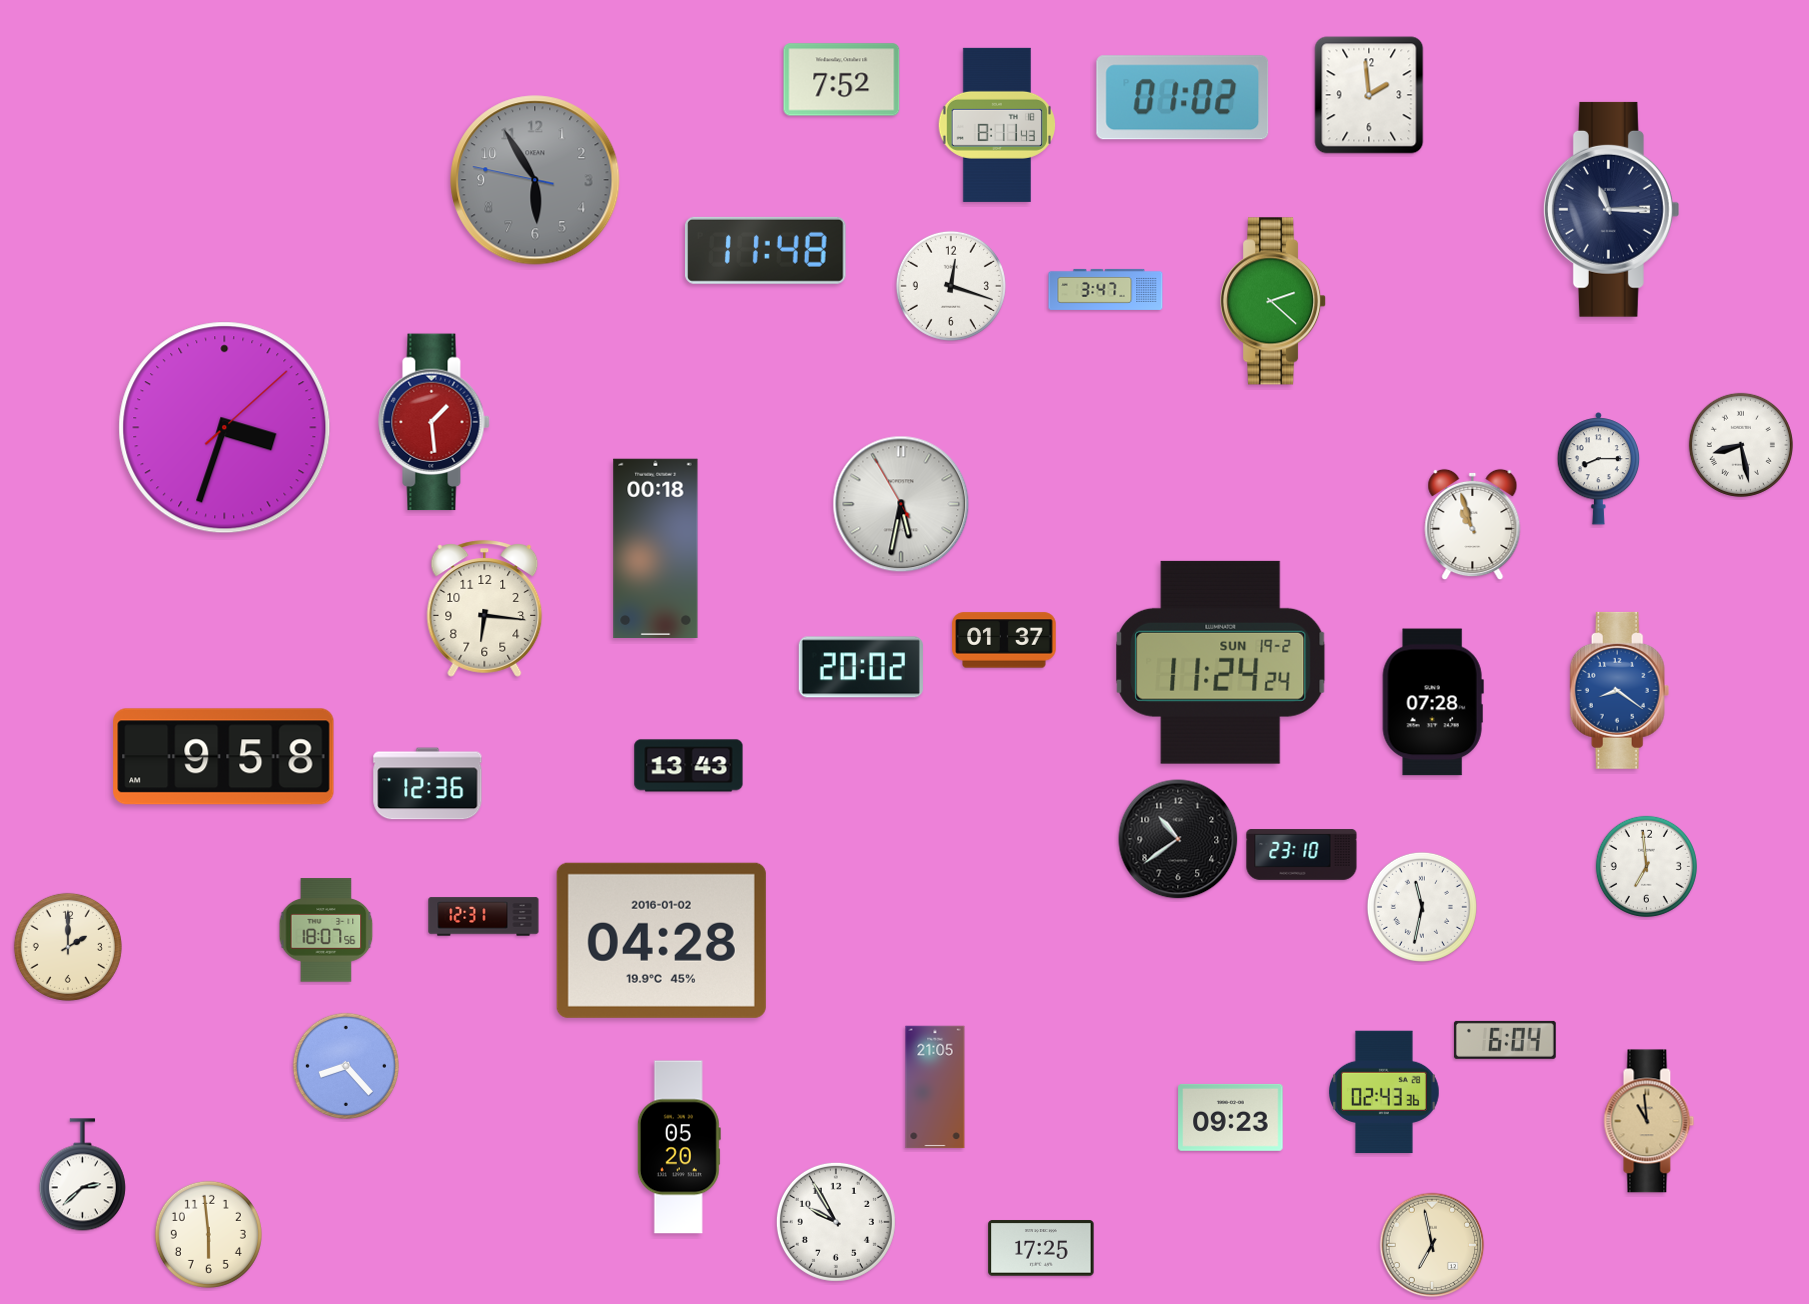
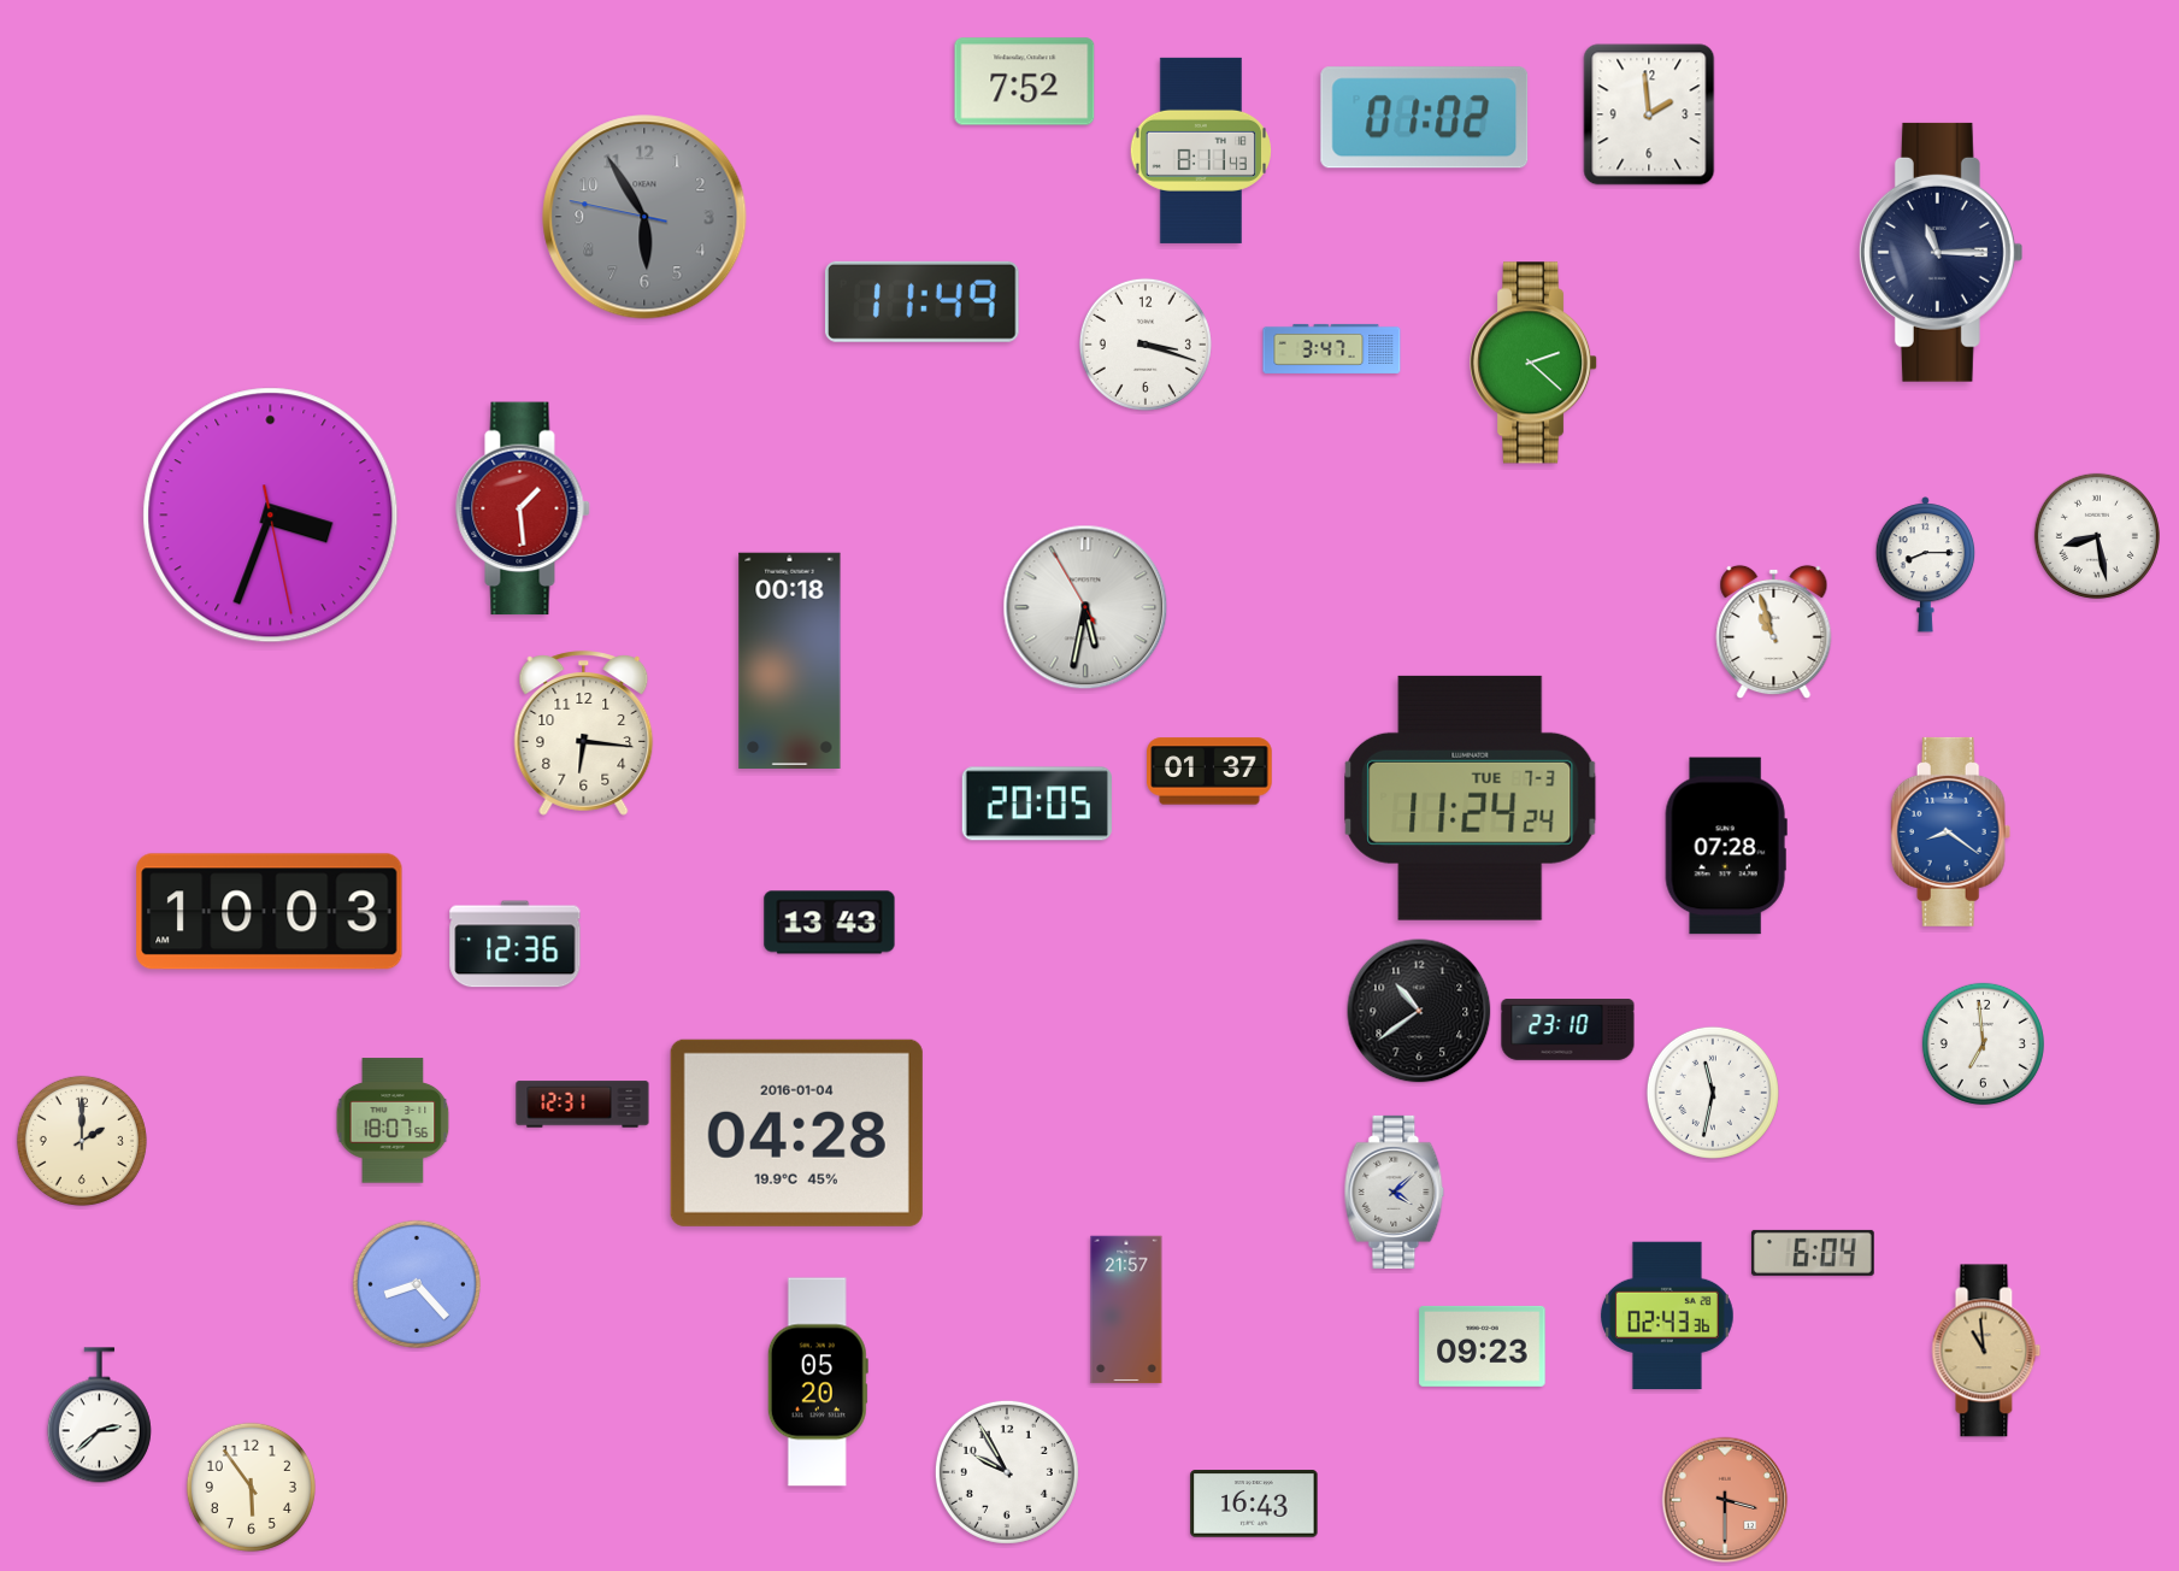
clock at (842, 80) position: (842, 80) -> (1025, 82)
clock at (766, 250): 11:48 -> 11:49
clock at (951, 286): 12:18 -> 3:18
clock at (225, 428): 3:33:08 -> 3:33:28
clock at (1221, 662) date: SUN 19-2 -> TUE 7-3
clock at (861, 667): 20:02 -> 20:05
clock at (224, 757): 9:58 -> 10:03
clock at (661, 940) date: 2016-01-02 -> 2016-01-04
clock at (1395, 1192): none -> 4:08
clock at (935, 1087): 21:05 -> 21:57
clock at (208, 1234): 5:59 -> 5:54
clock at (1432, 1245): 6:58 -> 3:30
clock at (1432, 1245) dial: cream -> salmon
clock at (1041, 1248): 17:25 -> 16:43
